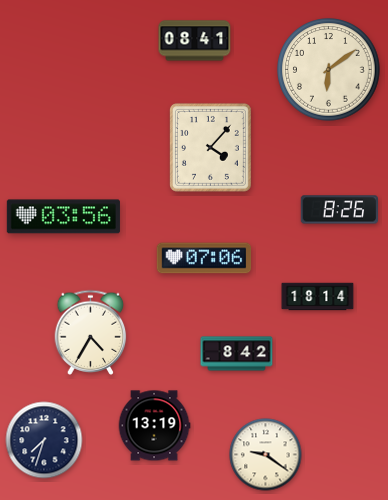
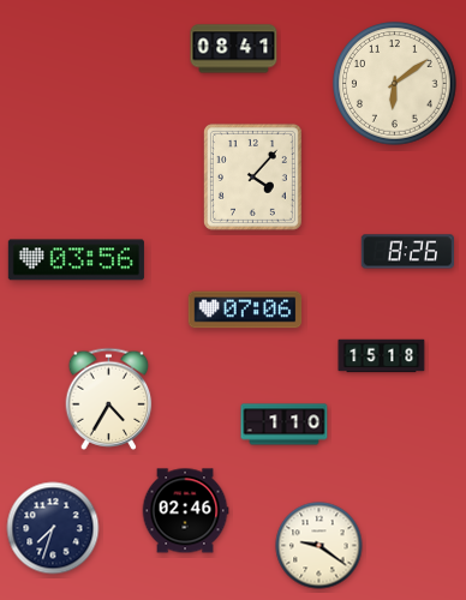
clock at (318, 297): 18:14 -> 15:18
clock at (237, 354): 8:42 -> 1:10
clock at (154, 426): 13:19 -> 02:46
